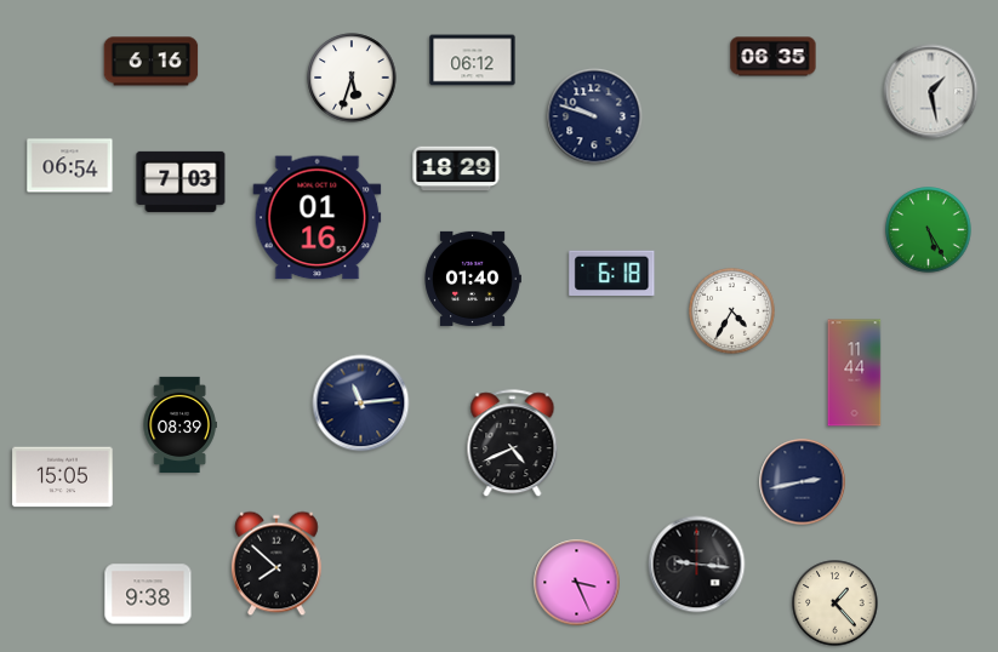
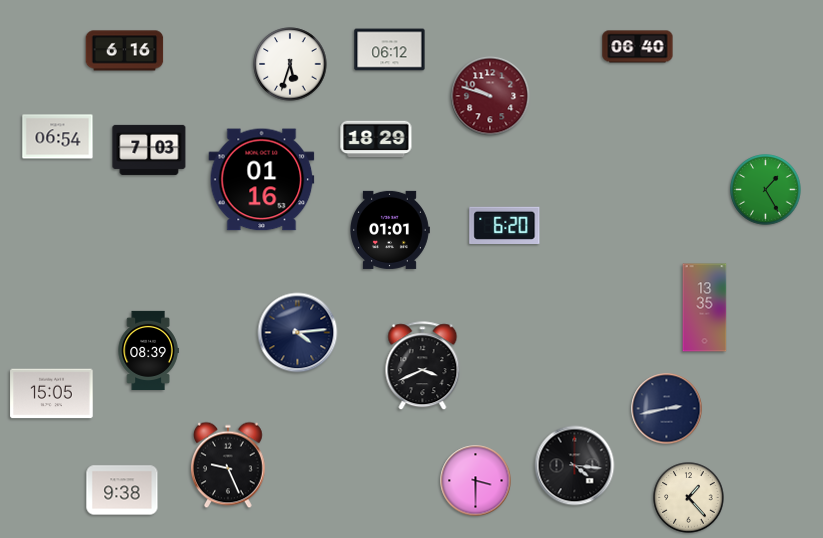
clock at (774, 57): 06:35 -> 06:40
clock at (931, 92): 1:28 -> none
clock at (594, 116) dial: navy -> burgundy
clock at (929, 230): 5:25 -> 1:25
clock at (612, 273): 6:18 -> 6:20
clock at (473, 279): 01:40 -> 01:01
clock at (732, 311): 4:35 -> none
clock at (855, 373): 11:44 -> 13:35
clock at (361, 404): 11:14 -> 4:14
clock at (513, 444): 4:41 -> 3:41
clock at (803, 482) position: (803, 482) -> (667, 409)
clock at (278, 564): 7:52 -> 9:26
clock at (697, 565): 9:16 -> 4:16
clock at (577, 583): 3:26 -> 3:30
